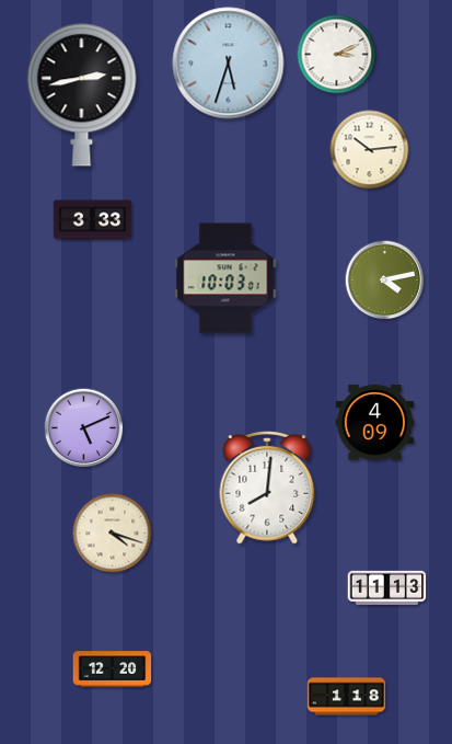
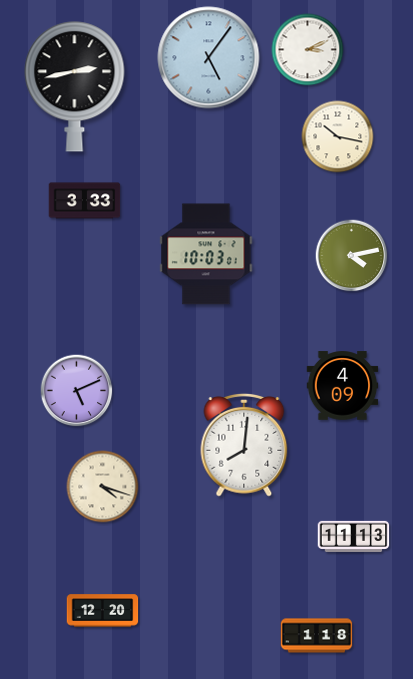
clock at (229, 64): 5:33 -> 5:06
clock at (370, 150): 10:14 -> 10:17
